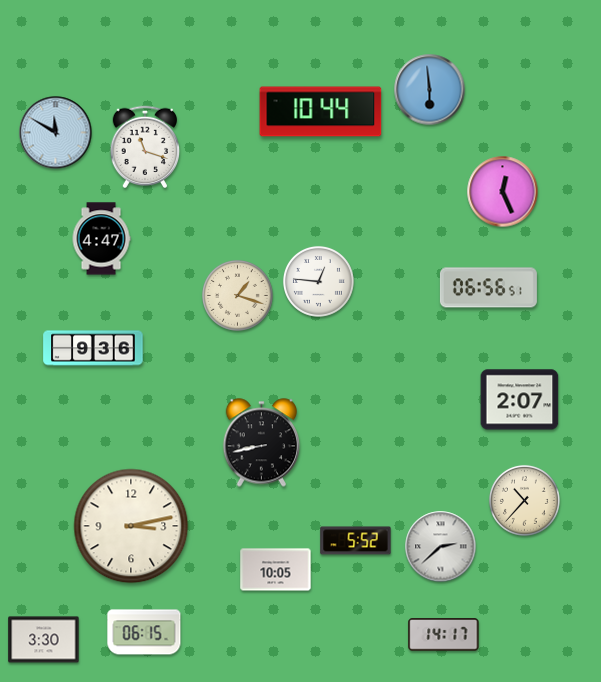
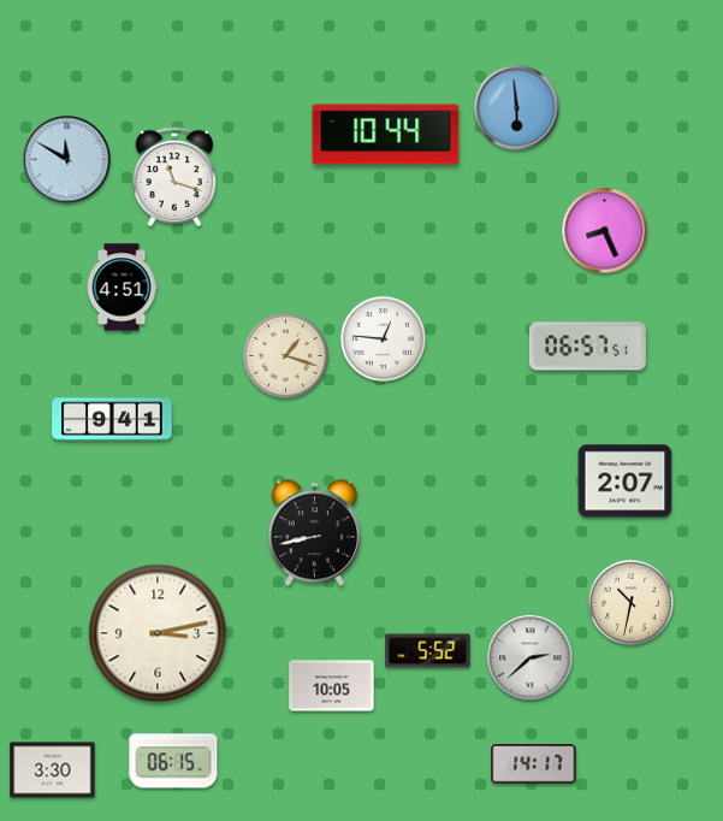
clock at (503, 192): 12:26 -> 8:26
clock at (101, 239): 4:47 -> 4:51
clock at (488, 288): 06:56 -> 06:57
clock at (93, 348): 9:36 -> 9:41
clock at (525, 501): 10:37 -> 10:32
